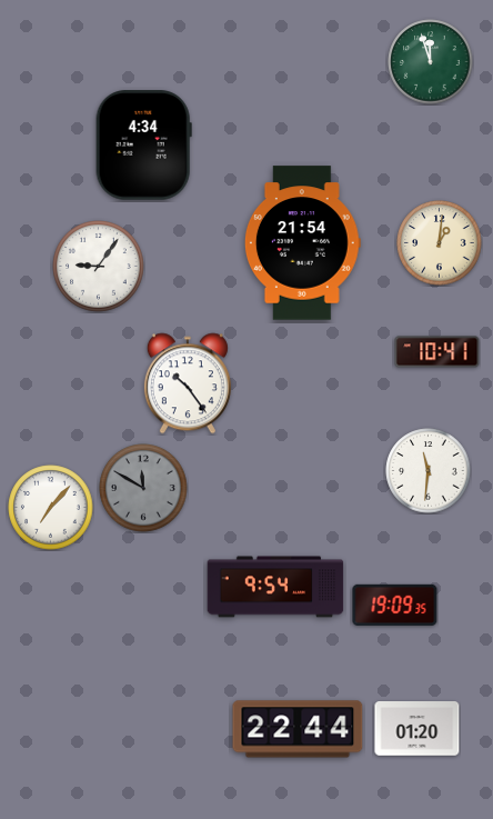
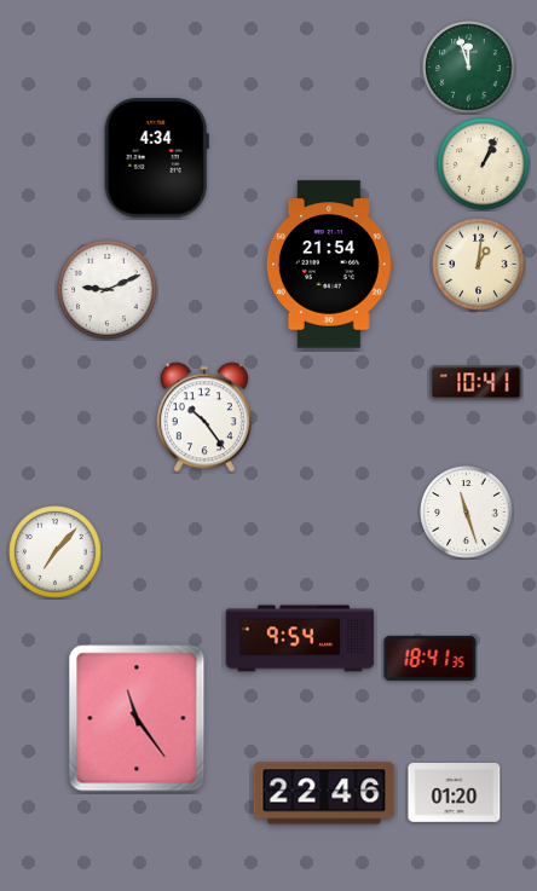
clock at (484, 164): none -> 1:04
clock at (99, 267): 9:06 -> 9:11
clock at (429, 471): 11:31 -> 11:27
clock at (143, 488): 11:50 -> none
clock at (395, 605): 19:09 -> 18:41
clock at (137, 718): none -> 11:24
clock at (298, 729): 22:44 -> 22:46
